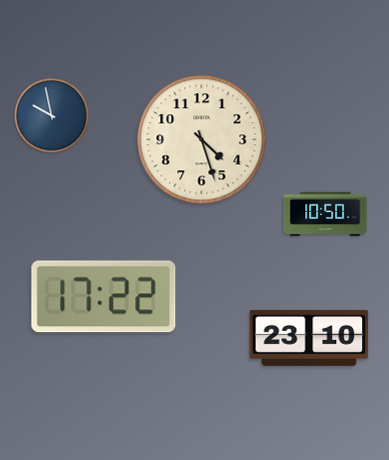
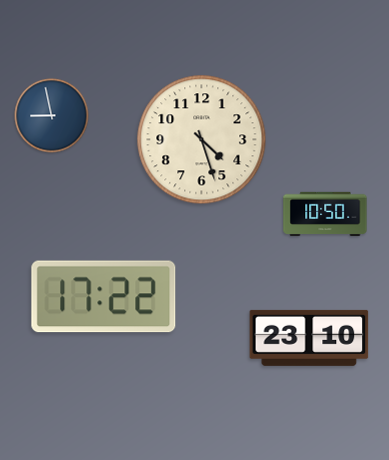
clock at (52, 116): 9:58 -> 8:58
